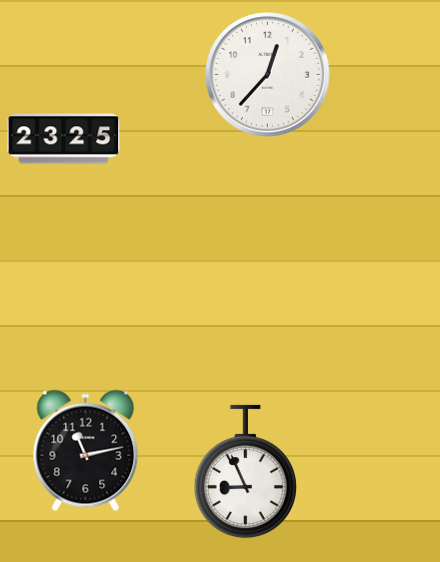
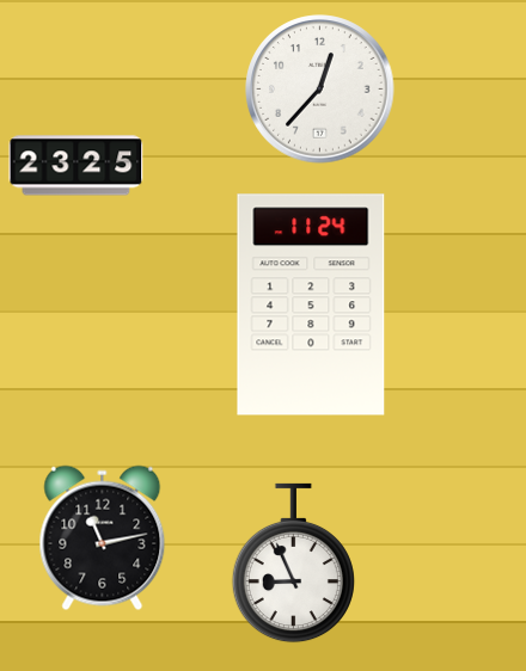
clock at (311, 304): none -> 11:24
